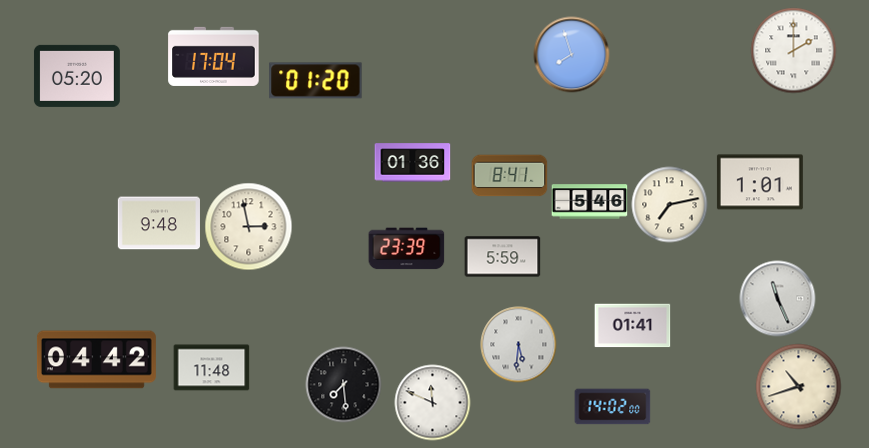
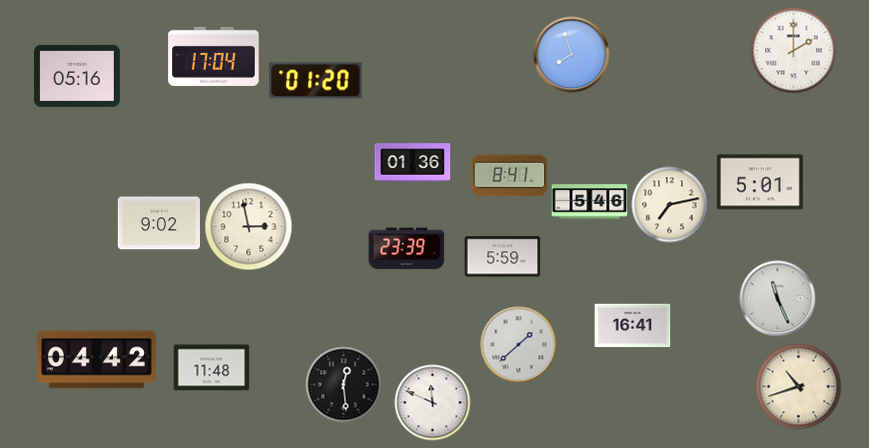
clock at (77, 76): 05:20 -> 05:16
clock at (760, 182): 1:01 -> 5:01
clock at (159, 223): 9:48 -> 9:02
clock at (633, 326): 01:41 -> 16:41
clock at (519, 345): 5:31 -> 1:38
clock at (344, 385): 7:29 -> 12:29
clock at (613, 407): 14:02 -> none
